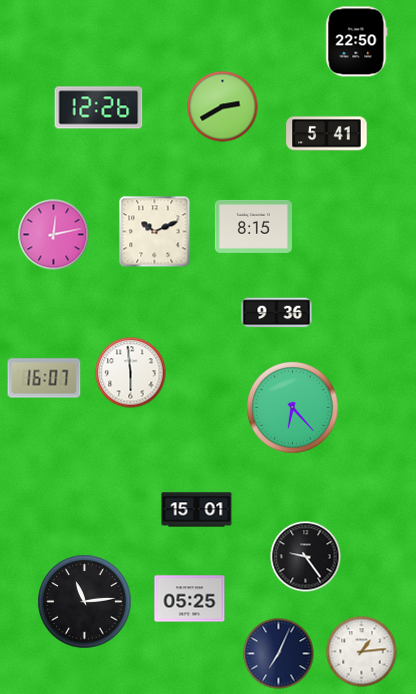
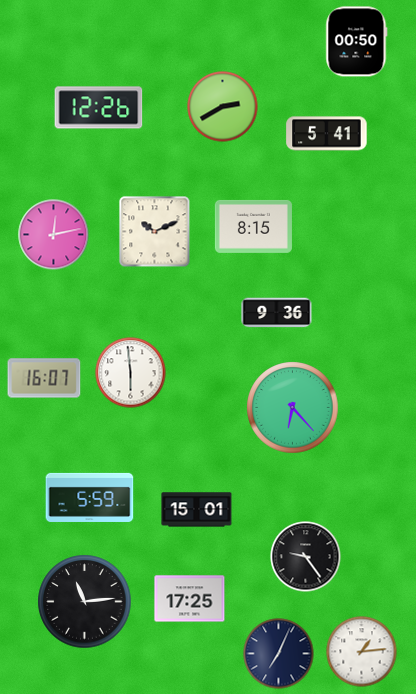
clock at (357, 42): 22:50 -> 00:50
clock at (90, 497): none -> 5:59
clock at (190, 599): 05:25 -> 17:25
